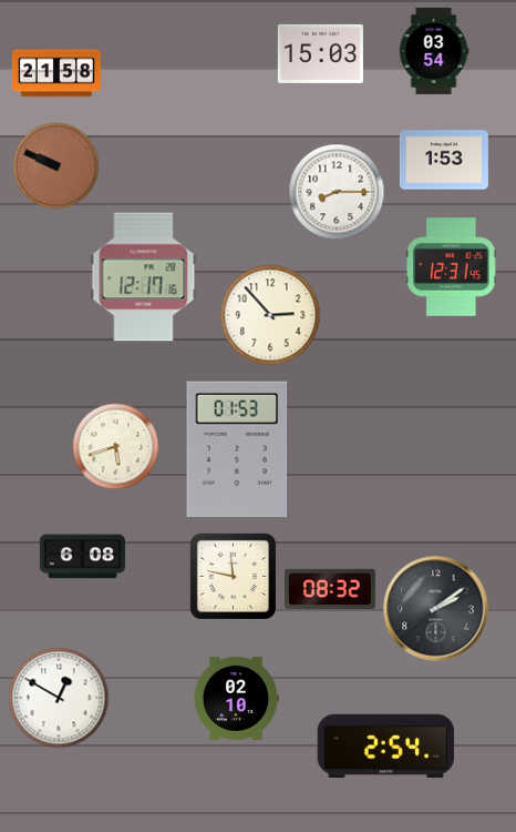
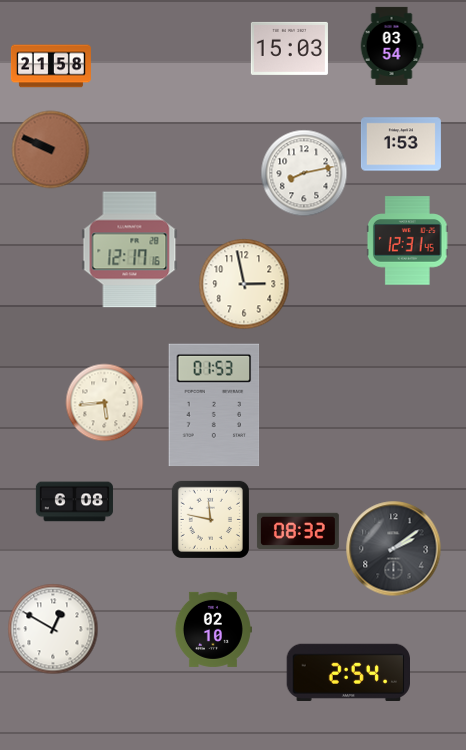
clock at (337, 192): 8:15 -> 8:13
clock at (270, 315): 2:53 -> 2:58
clock at (115, 446): 5:42 -> 5:44
